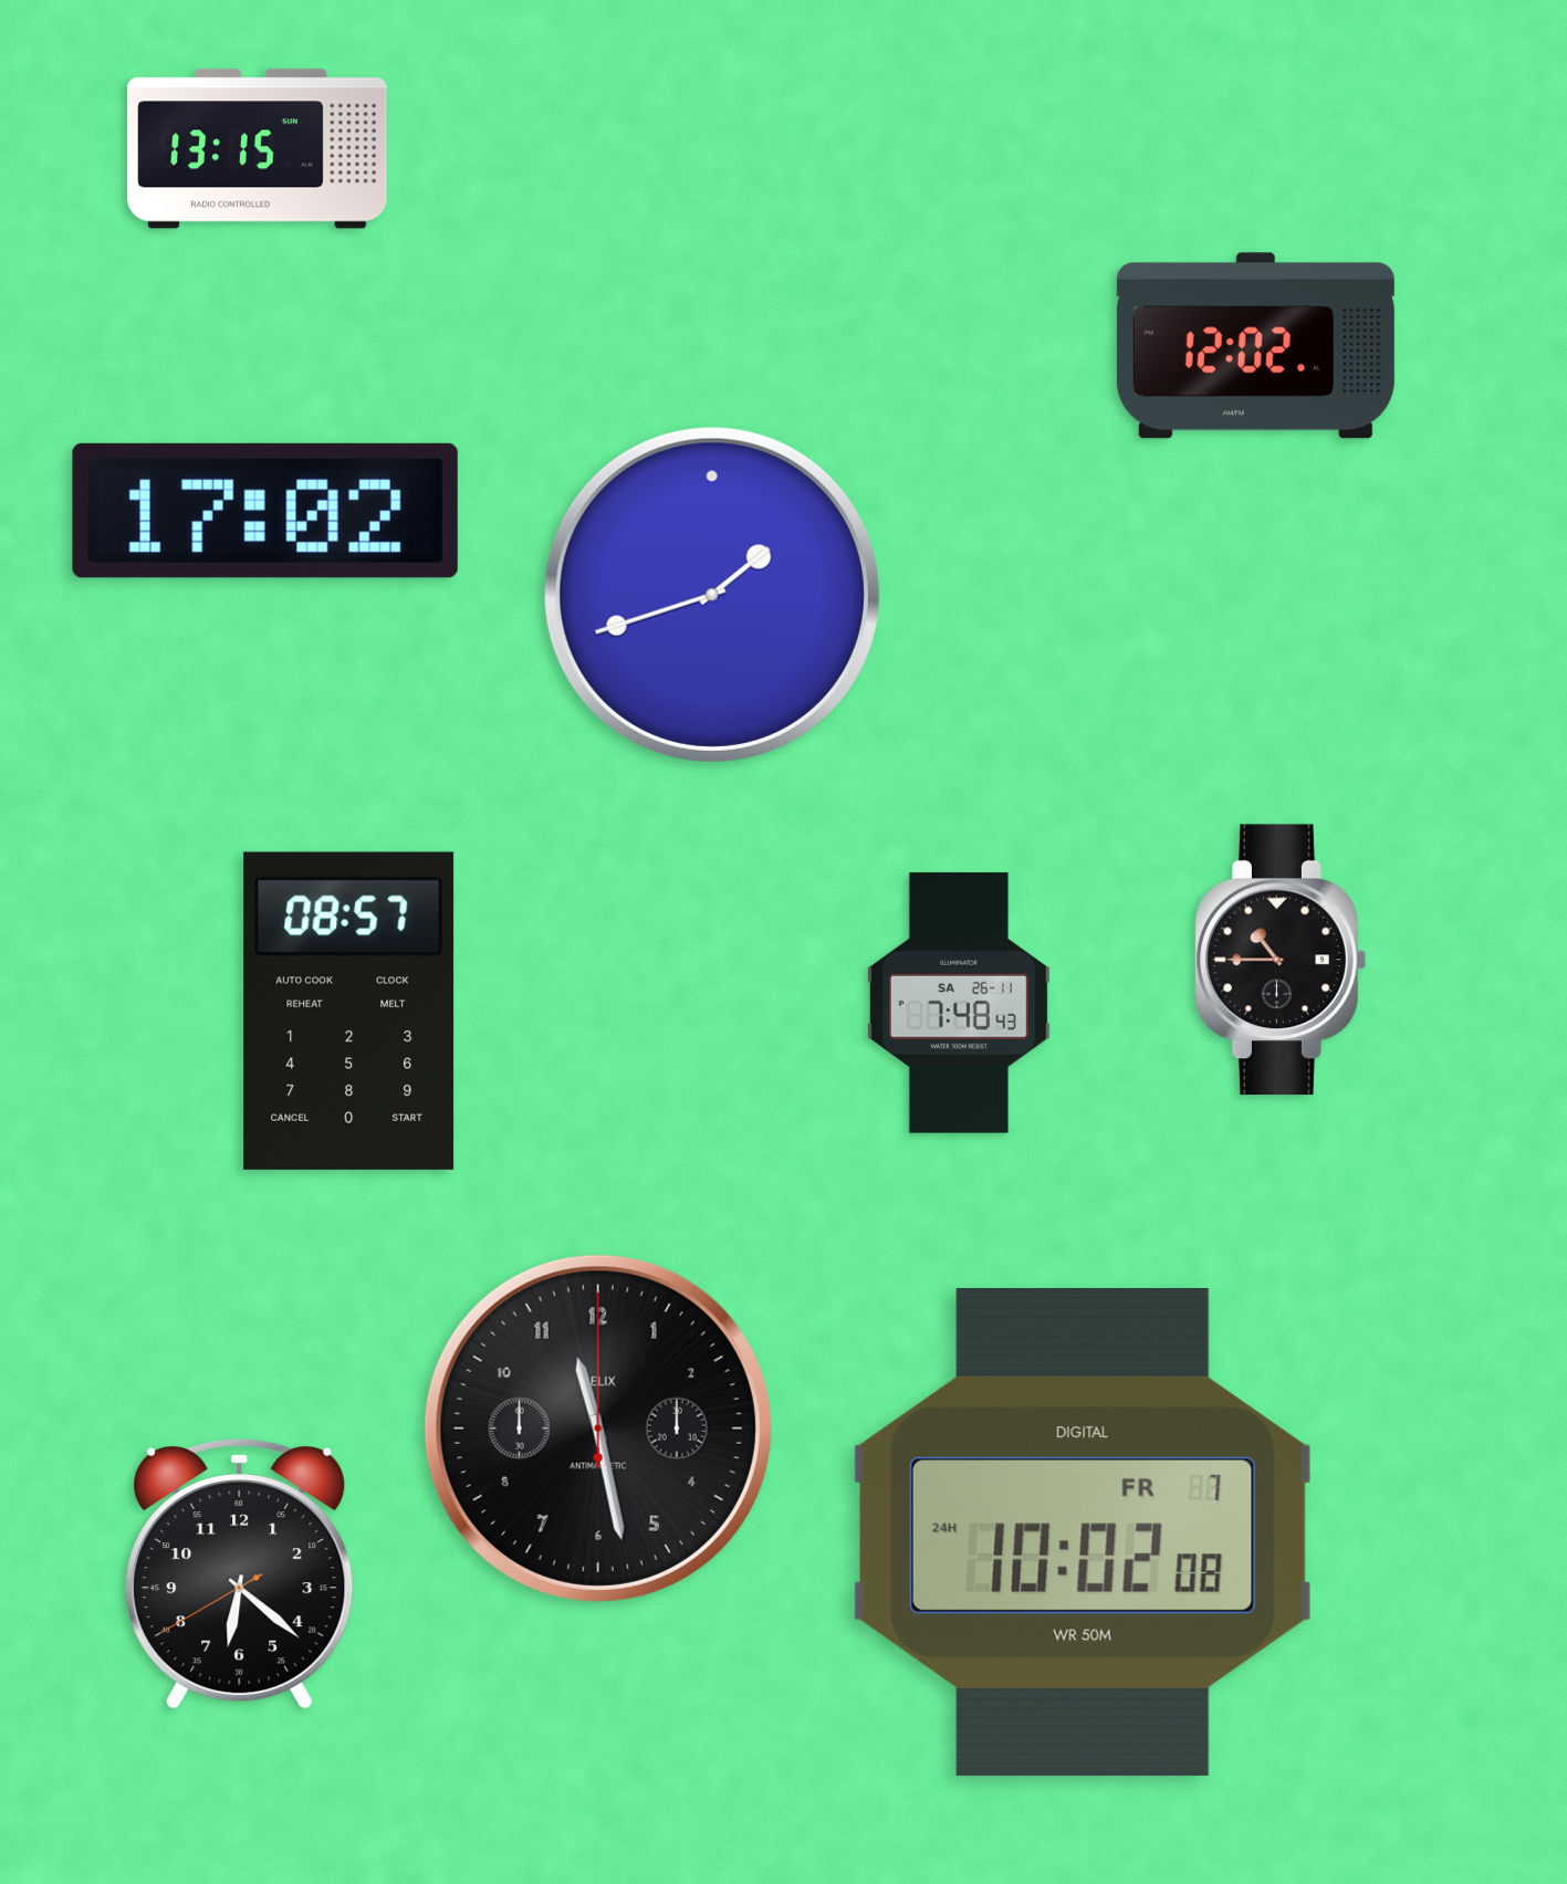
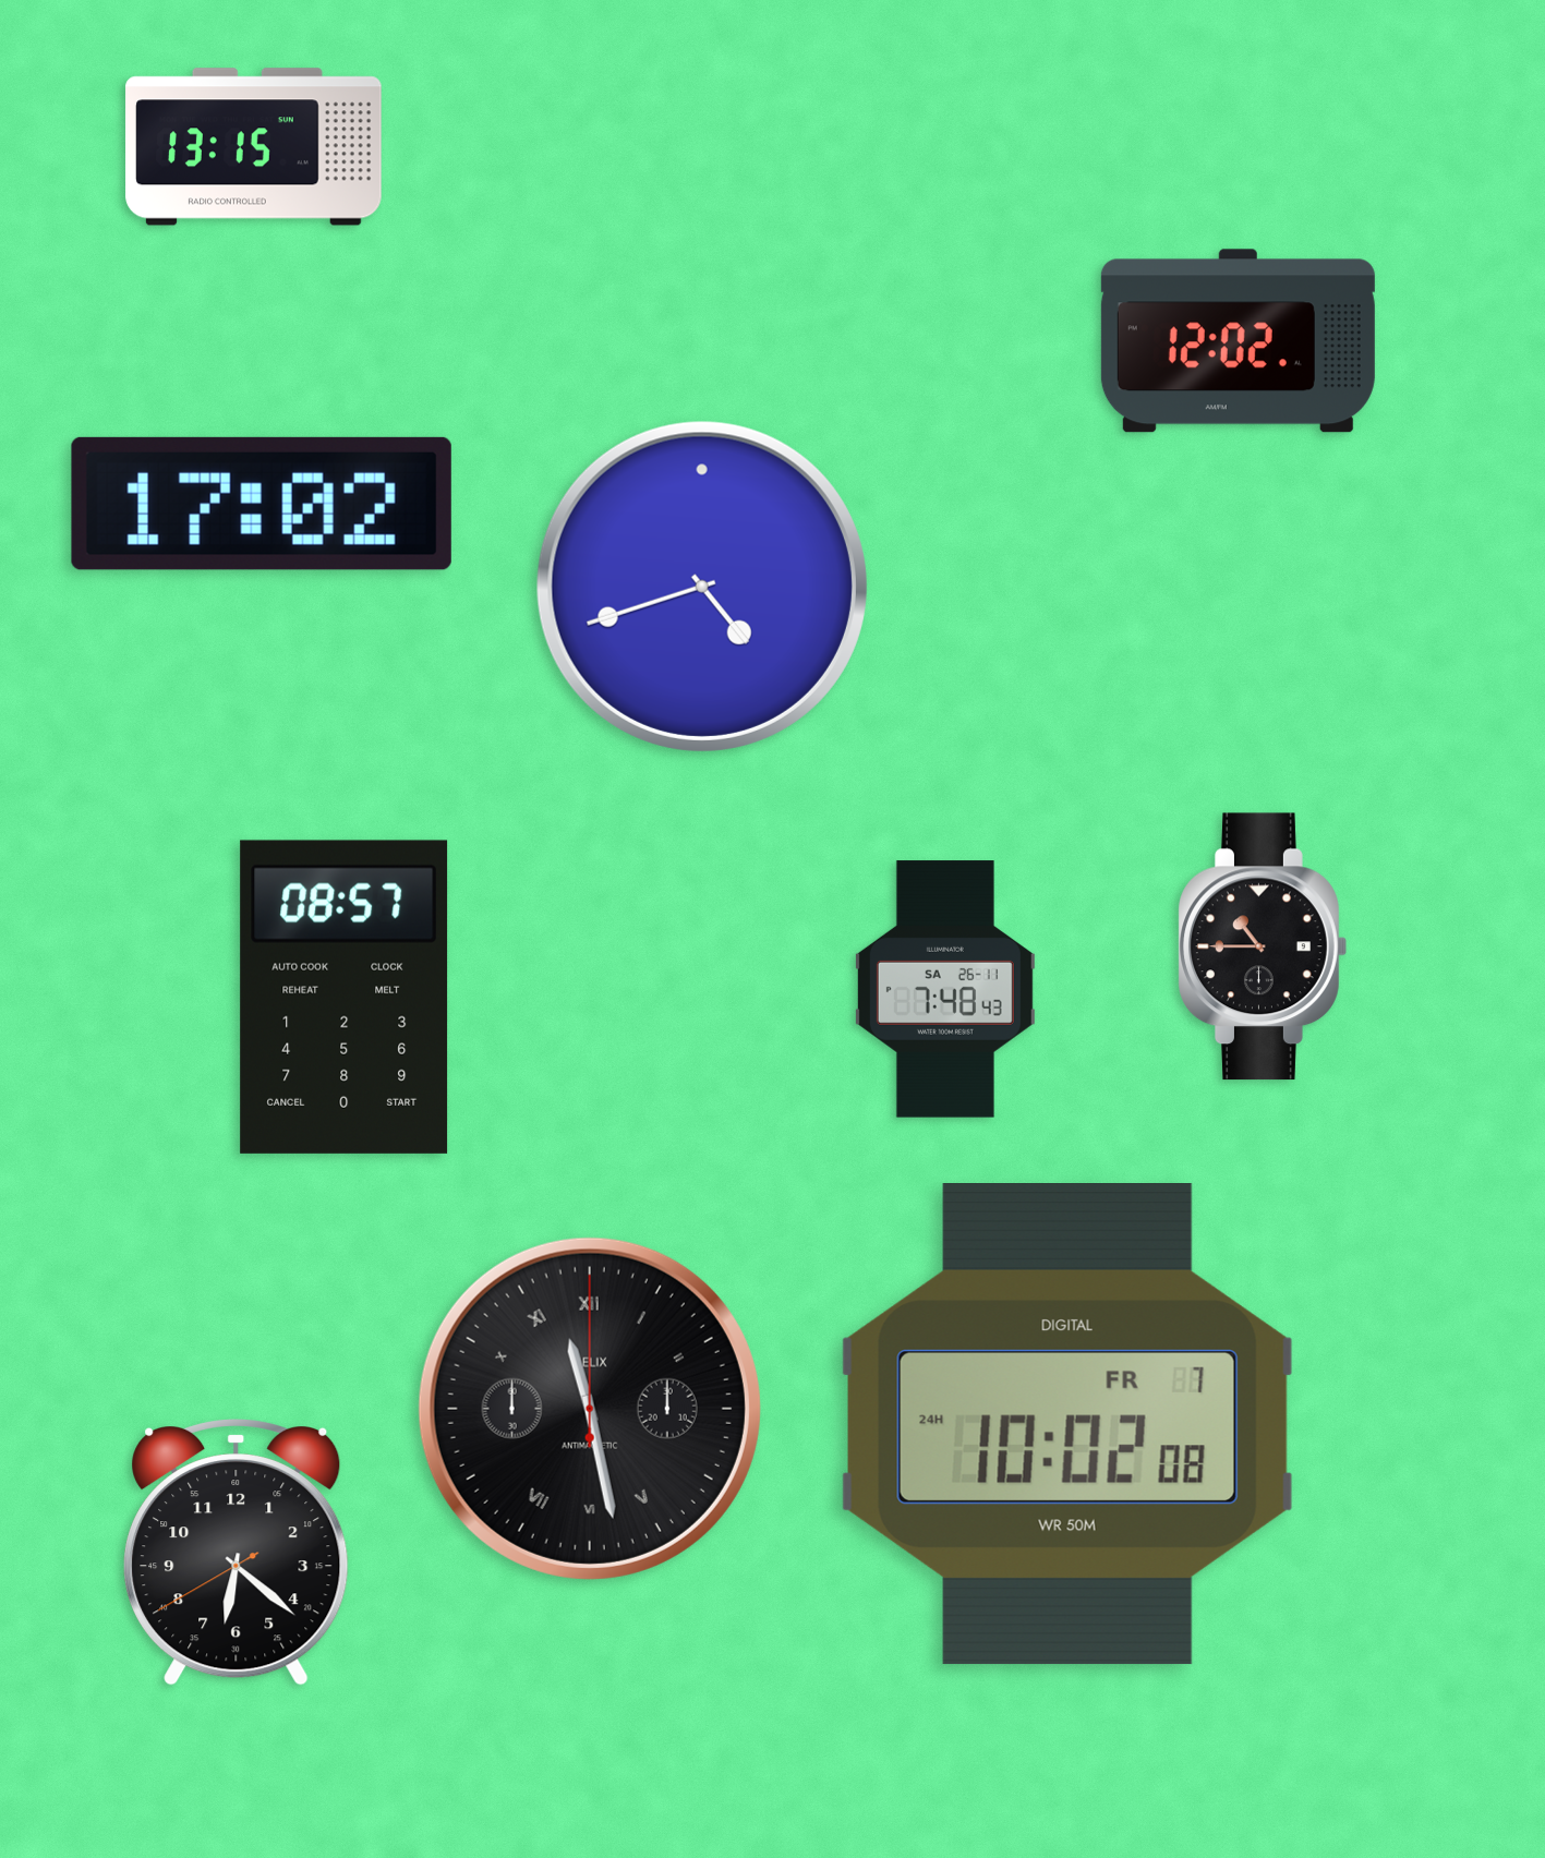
clock at (712, 595): 1:42 -> 4:42
clock at (598, 1428) numerals: Arabic -> Roman
clock at (1083, 1532) position: (1083, 1532) -> (1067, 1424)
